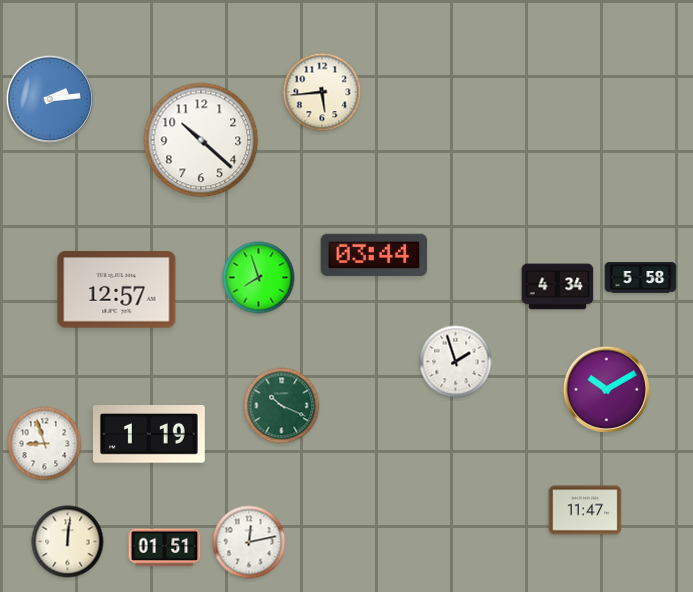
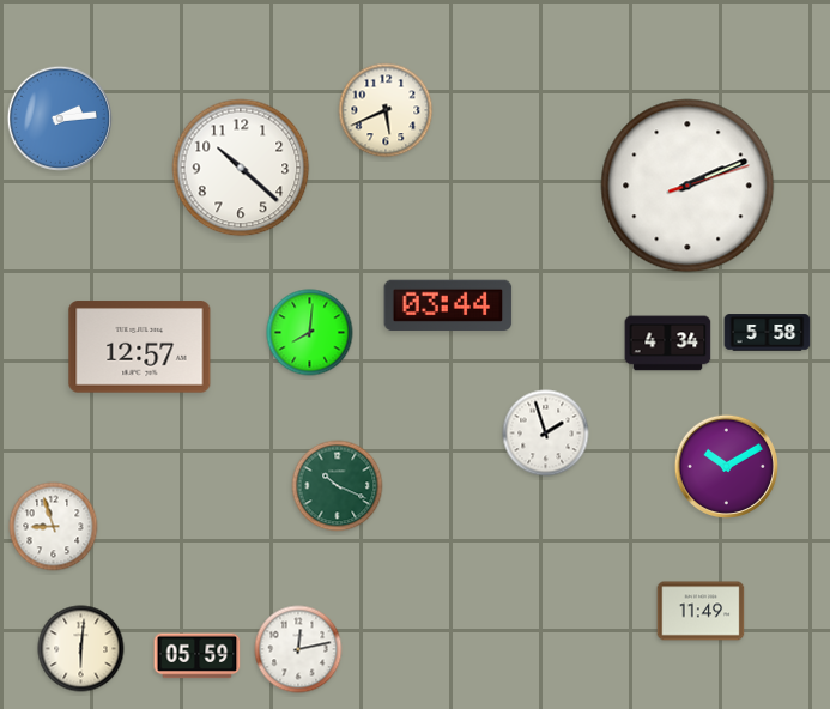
clock at (322, 92): 5:44 -> 5:41
clock at (687, 186): none -> 2:11
clock at (259, 278): 7:57 -> 8:01
clock at (149, 435): 1:19 -> none
clock at (45, 444) position: (45, 444) -> (54, 527)
clock at (585, 510): 11:47 -> 11:49
clock at (68, 542): 12:01 -> 6:01
clock at (165, 548): 01:51 -> 05:59
